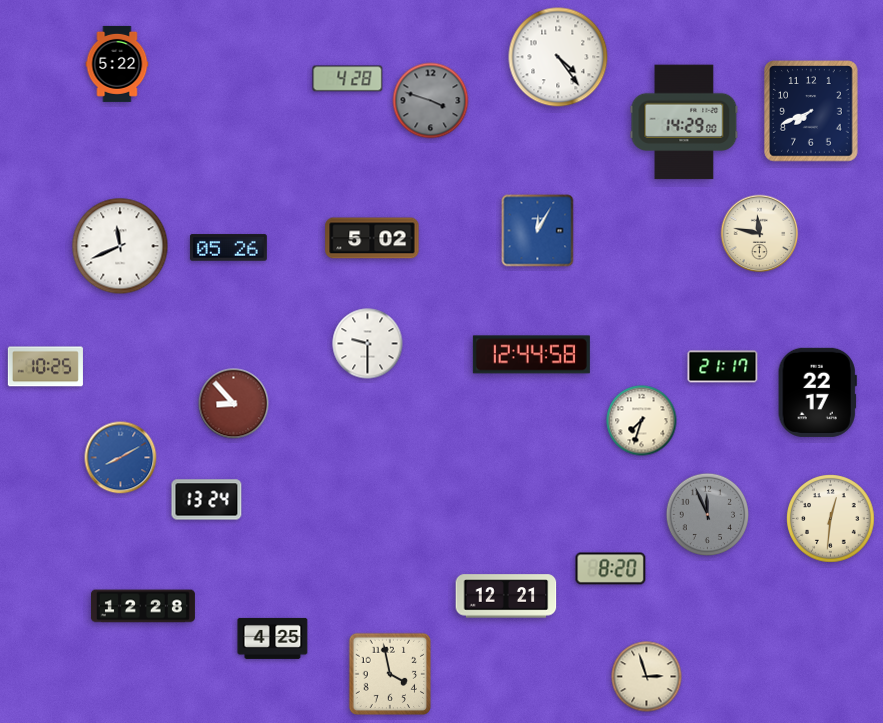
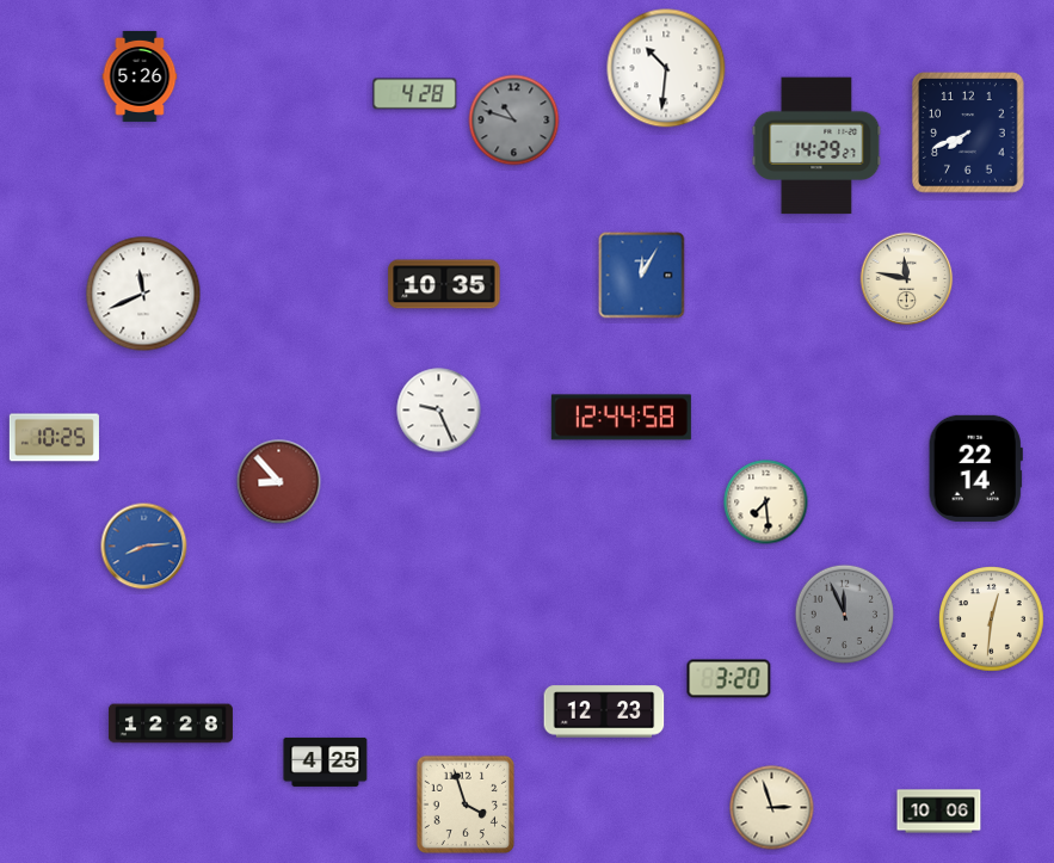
clock at (558, 57): 4:24 -> 10:31
clock at (117, 64): 5:22 -> 5:26
clock at (431, 101): 3:48 -> 10:48
clock at (684, 122): 14:29:00 -> 14:29:27
clock at (372, 238): 5:02 -> 10:35
clock at (228, 248): 05:26 -> none
clock at (368, 344): 9:30 -> 9:26
clock at (531, 355) position: (531, 355) -> (621, 418)
clock at (723, 367): 21:17 -> none
clock at (817, 392): 22:17 -> 22:14
clock at (642, 421): 7:33 -> 7:29
clock at (121, 458): 8:10 -> 8:14
clock at (207, 500): 13:24 -> none
clock at (611, 569): 8:20 -> 3:20
clock at (506, 596): 12:21 -> 12:23
clock at (389, 673): 3:58 -> 3:57
clock at (939, 812): none -> 10:06
